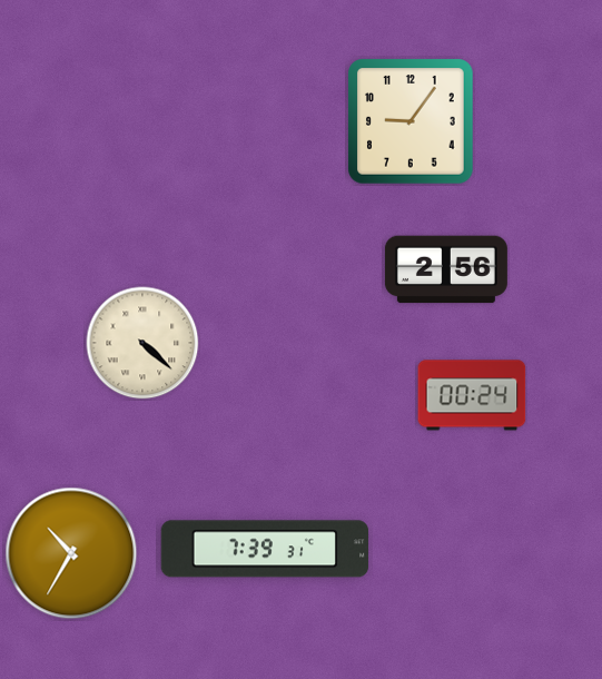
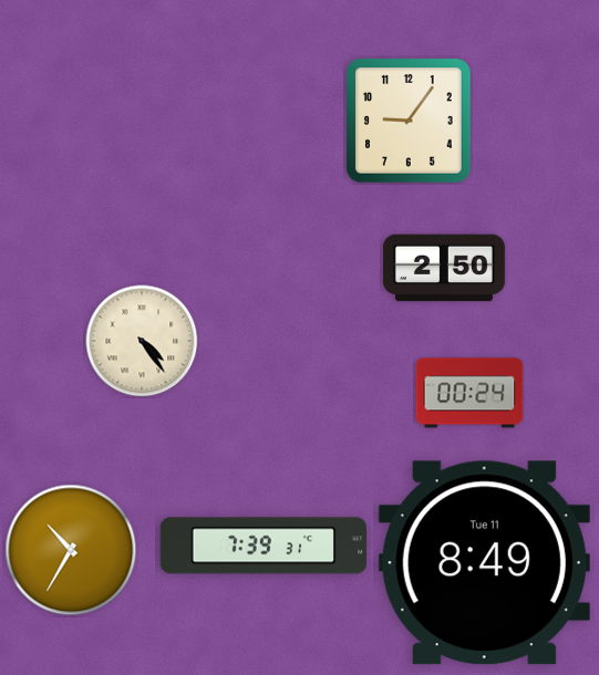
clock at (446, 269): 2:56 -> 2:50
clock at (142, 343): 4:22 -> 4:24
clock at (484, 563): none -> 8:49
